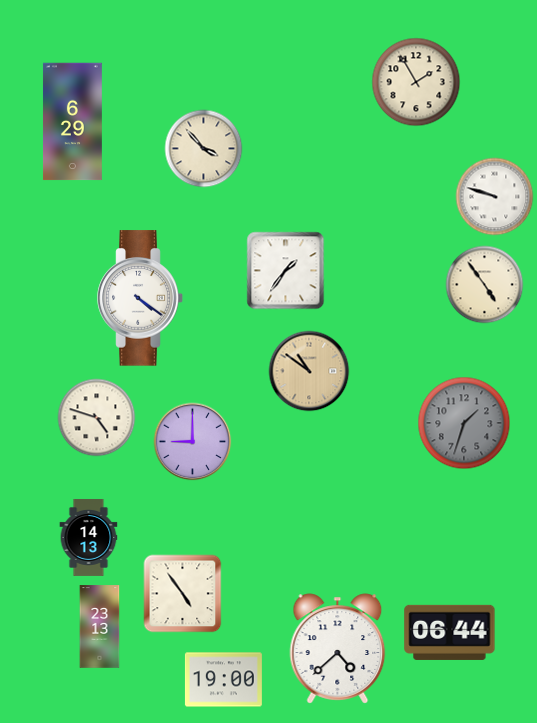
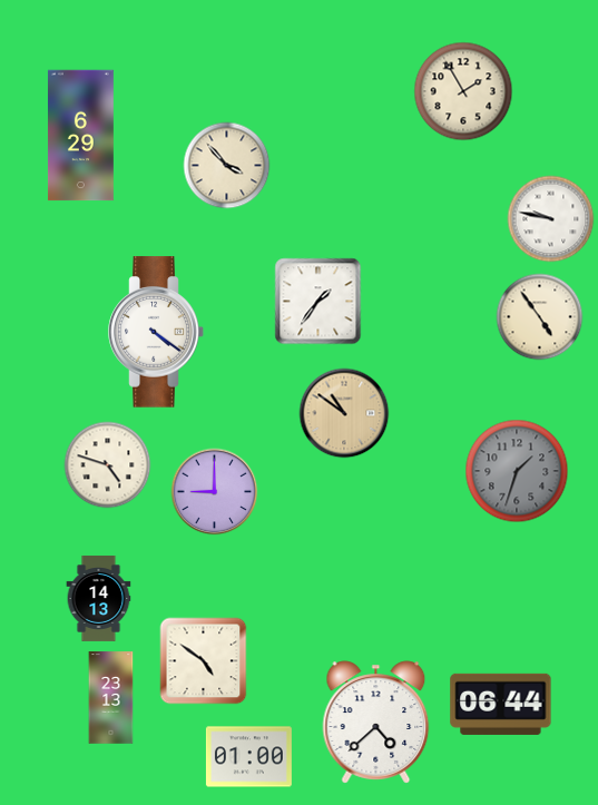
clock at (494, 196): 9:48 -> 9:47
clock at (182, 593): 4:54 -> 4:51
clock at (223, 680): 19:00 -> 01:00
